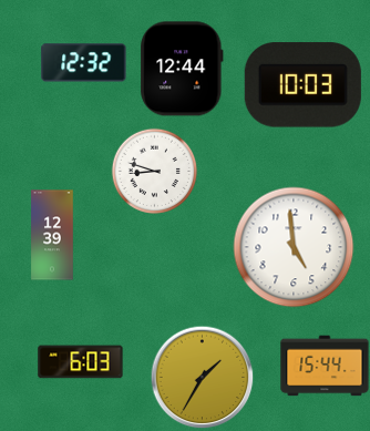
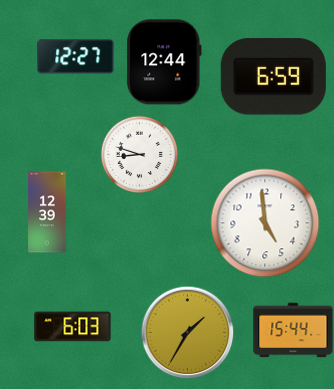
clock at (84, 63): 12:32 -> 12:27
clock at (302, 85): 10:03 -> 6:59
clock at (202, 377) position: (202, 377) -> (187, 332)
